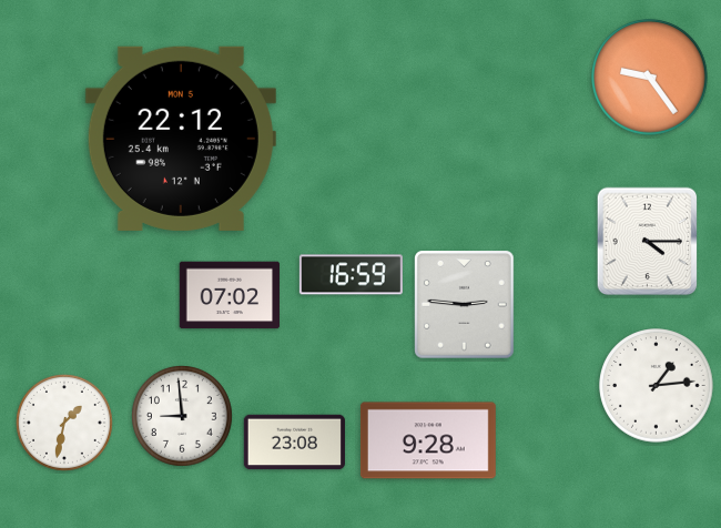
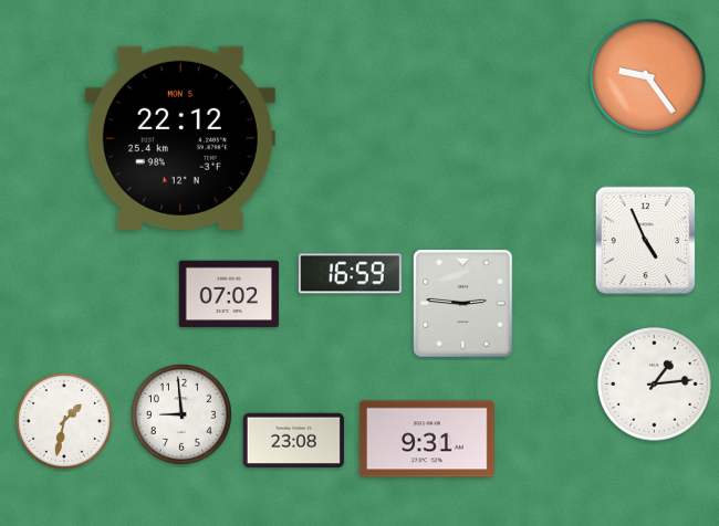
clock at (648, 242): 4:15 -> 4:56
clock at (428, 440): 9:28 -> 9:31
